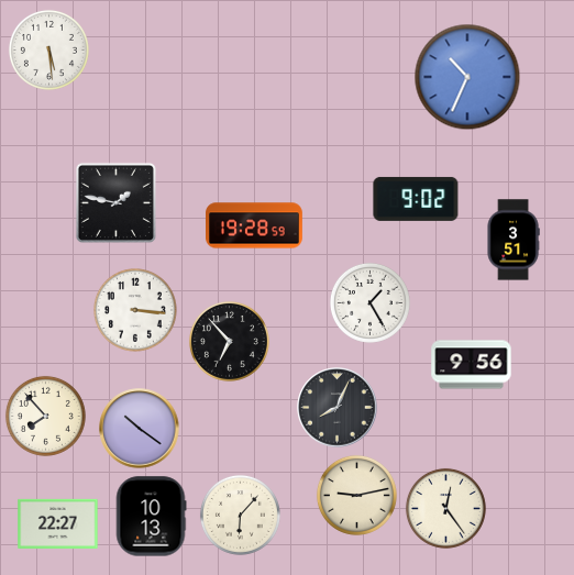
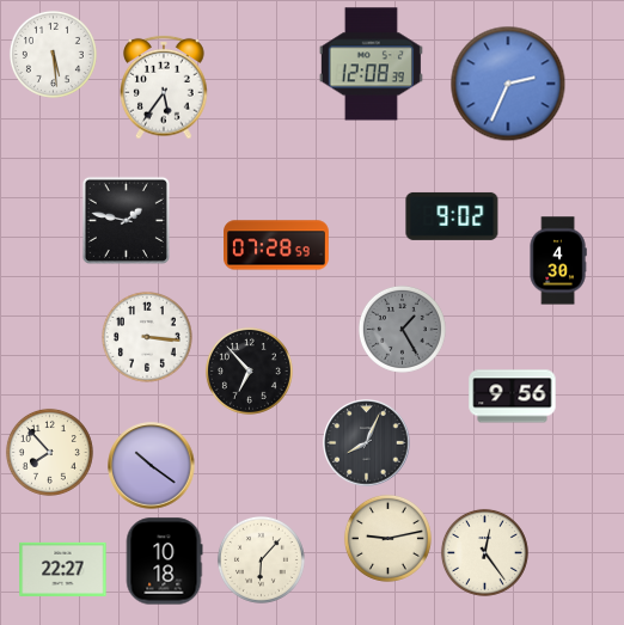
clock at (371, 65): none -> 12:08
clock at (467, 77): 10:34 -> 2:34
clock at (164, 87): none -> 5:36
clock at (255, 225): 19:28 -> 07:28
clock at (514, 240): 3:51 -> 4:30
clock at (369, 302) dial: white -> grey
clock at (151, 517): 10:13 -> 10:18
